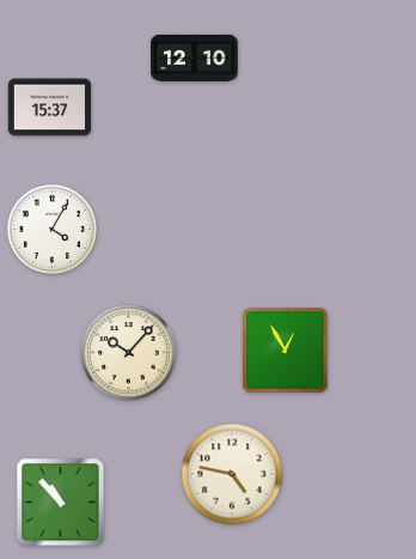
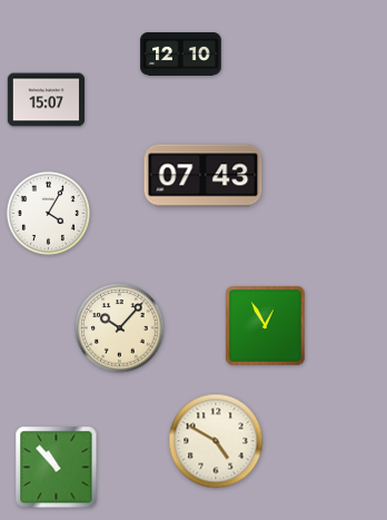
clock at (50, 108): 15:37 -> 15:07
clock at (204, 176): none -> 07:43
clock at (232, 474): 4:47 -> 4:50
